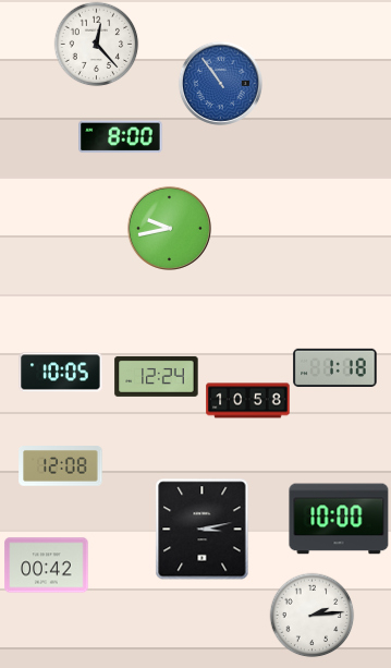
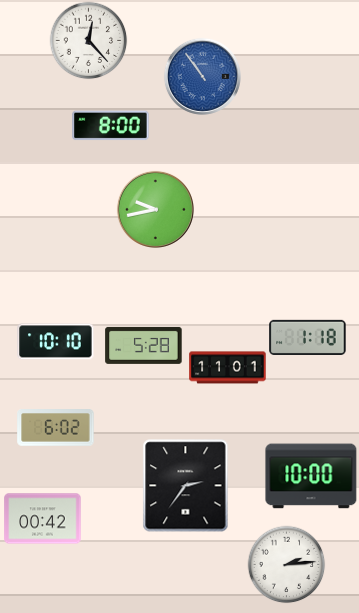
clock at (61, 373): 10:05 -> 10:10
clock at (157, 376): 12:24 -> 5:28
clock at (248, 401): 10:58 -> 11:01
clock at (61, 466): 12:08 -> 6:02
clock at (203, 530): 3:13 -> 2:36
